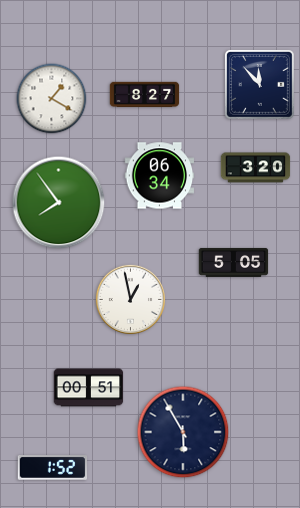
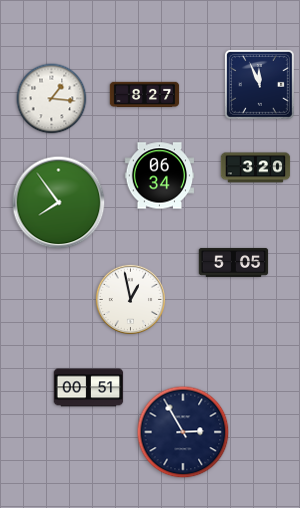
clock at (260, 84): 11:53 -> 11:56
clock at (52, 99): 1:20 -> 1:16
clock at (183, 432): 5:55 -> 2:55
clock at (53, 468): 1:52 -> none
